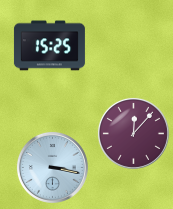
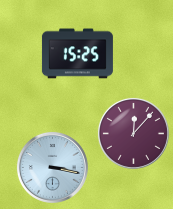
clock at (49, 46) position: (49, 46) -> (77, 54)
